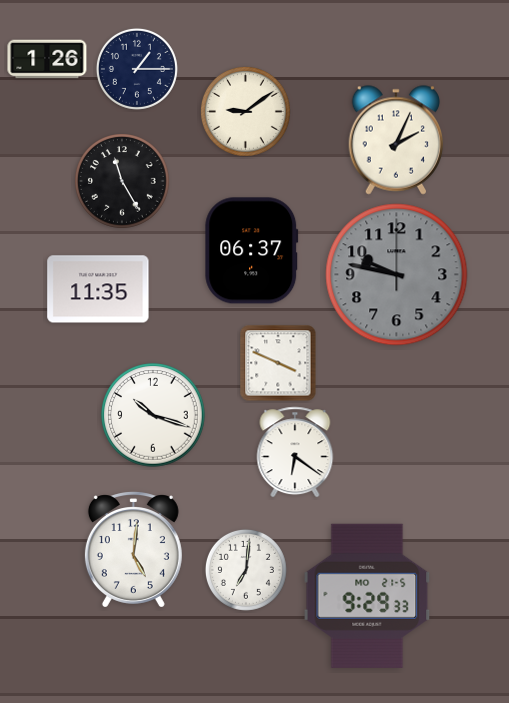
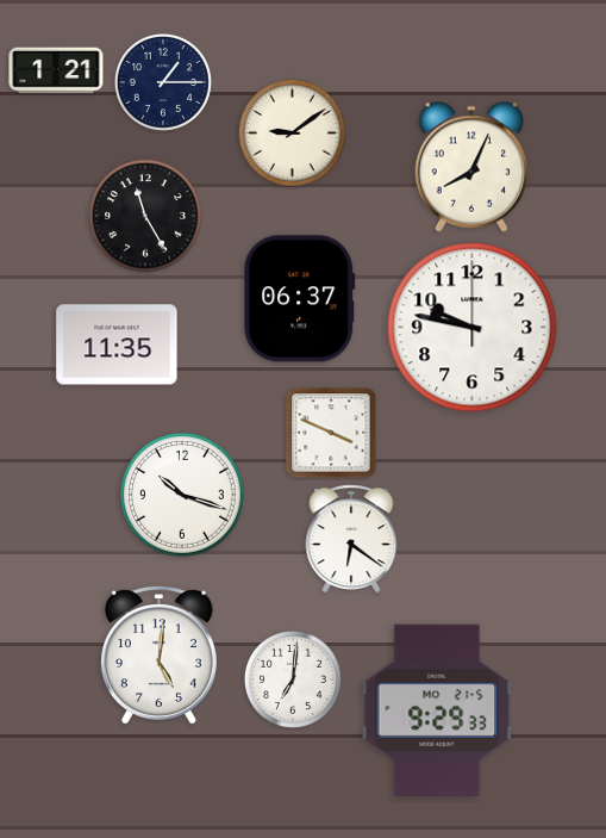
clock at (47, 59): 1:26 -> 1:21
clock at (396, 140): 2:04 -> 8:04
clock at (397, 275) dial: grey -> white
